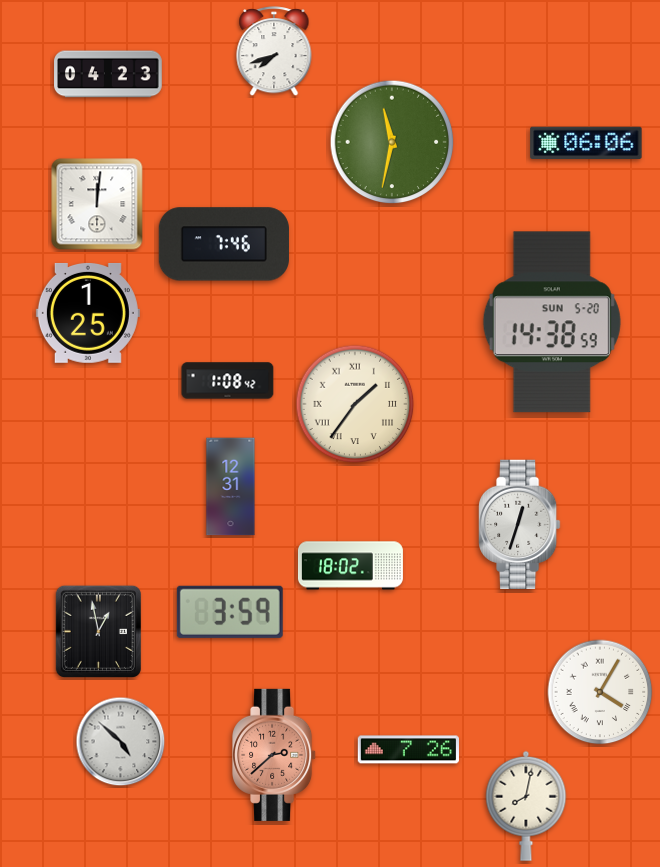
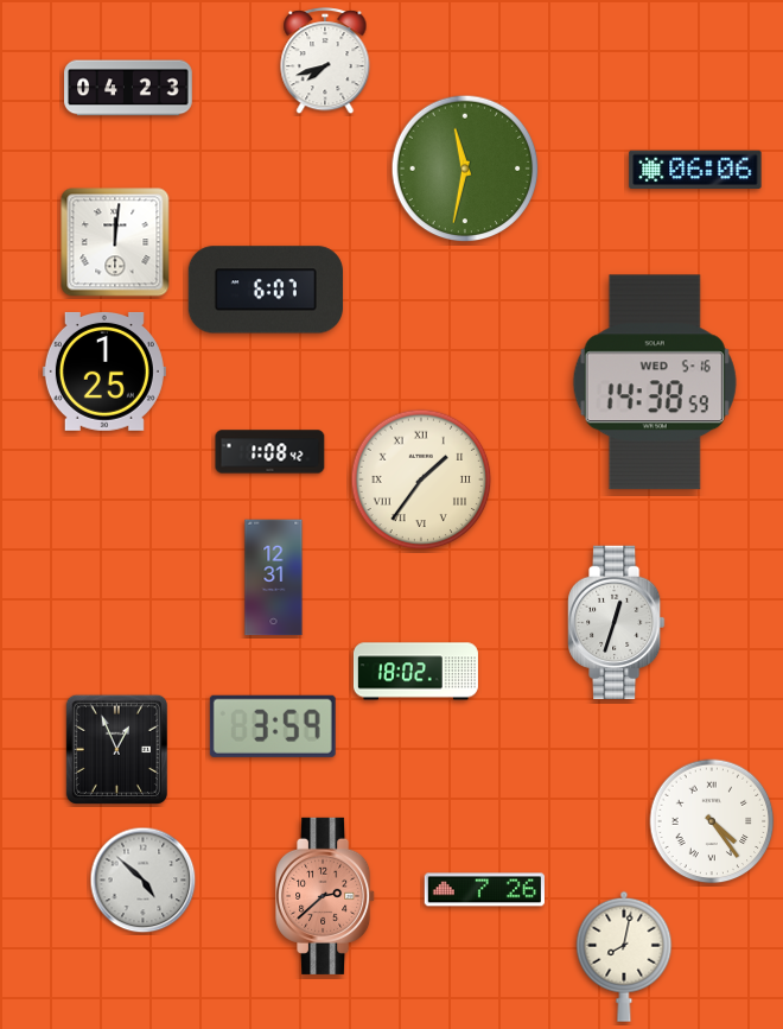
clock at (224, 244): 7:46 -> 6:07
clock at (552, 322) date: SUN 5-20 -> WED 5-16
clock at (98, 631): 12:58 -> 12:56
clock at (600, 692): 4:05 -> 4:24
